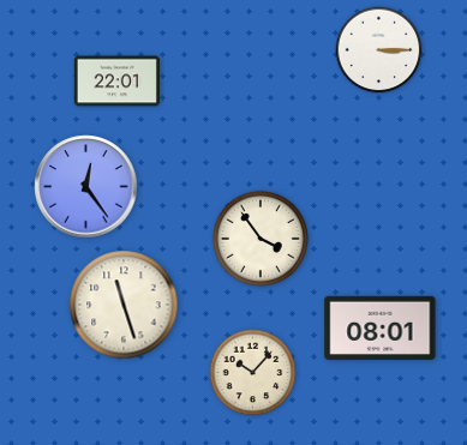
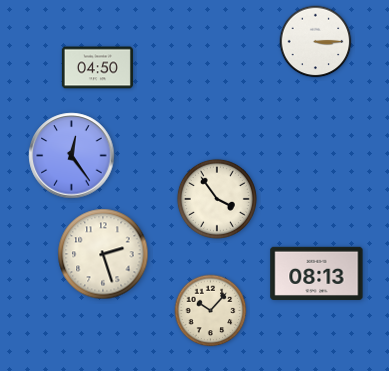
clock at (116, 82): 22:01 -> 04:50
clock at (124, 305): 11:27 -> 2:27
clock at (381, 327): 08:01 -> 08:13
